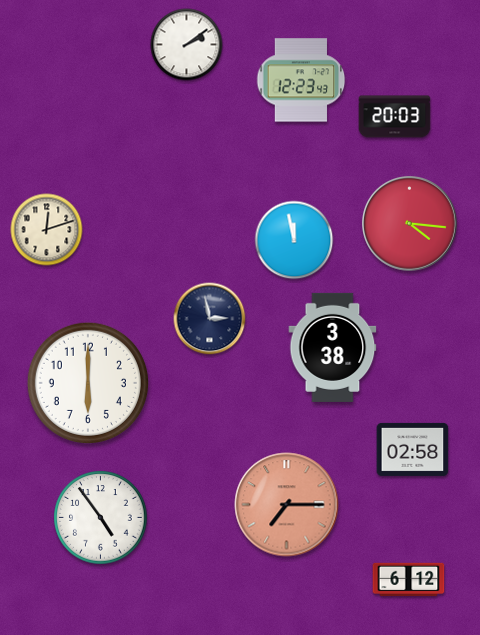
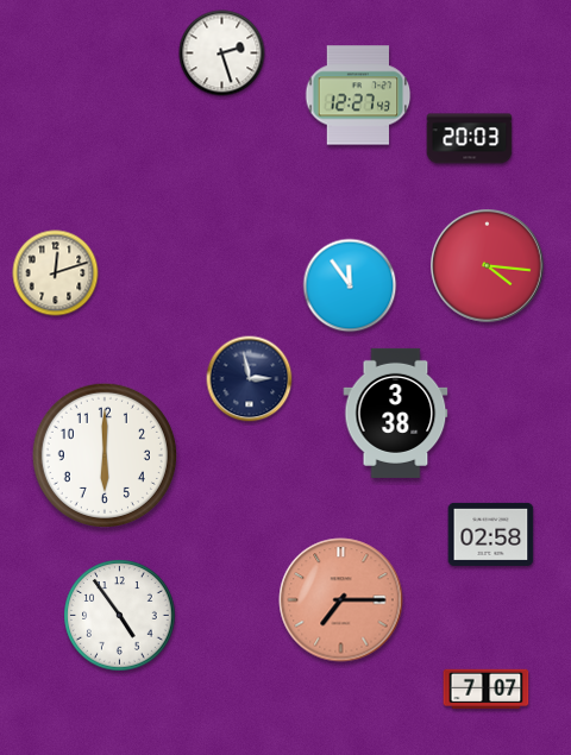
clock at (187, 45): 2:09 -> 2:27
clock at (301, 80): 12:23 -> 12:27
clock at (294, 240): 11:58 -> 11:54
clock at (409, 580): 6:12 -> 7:07
